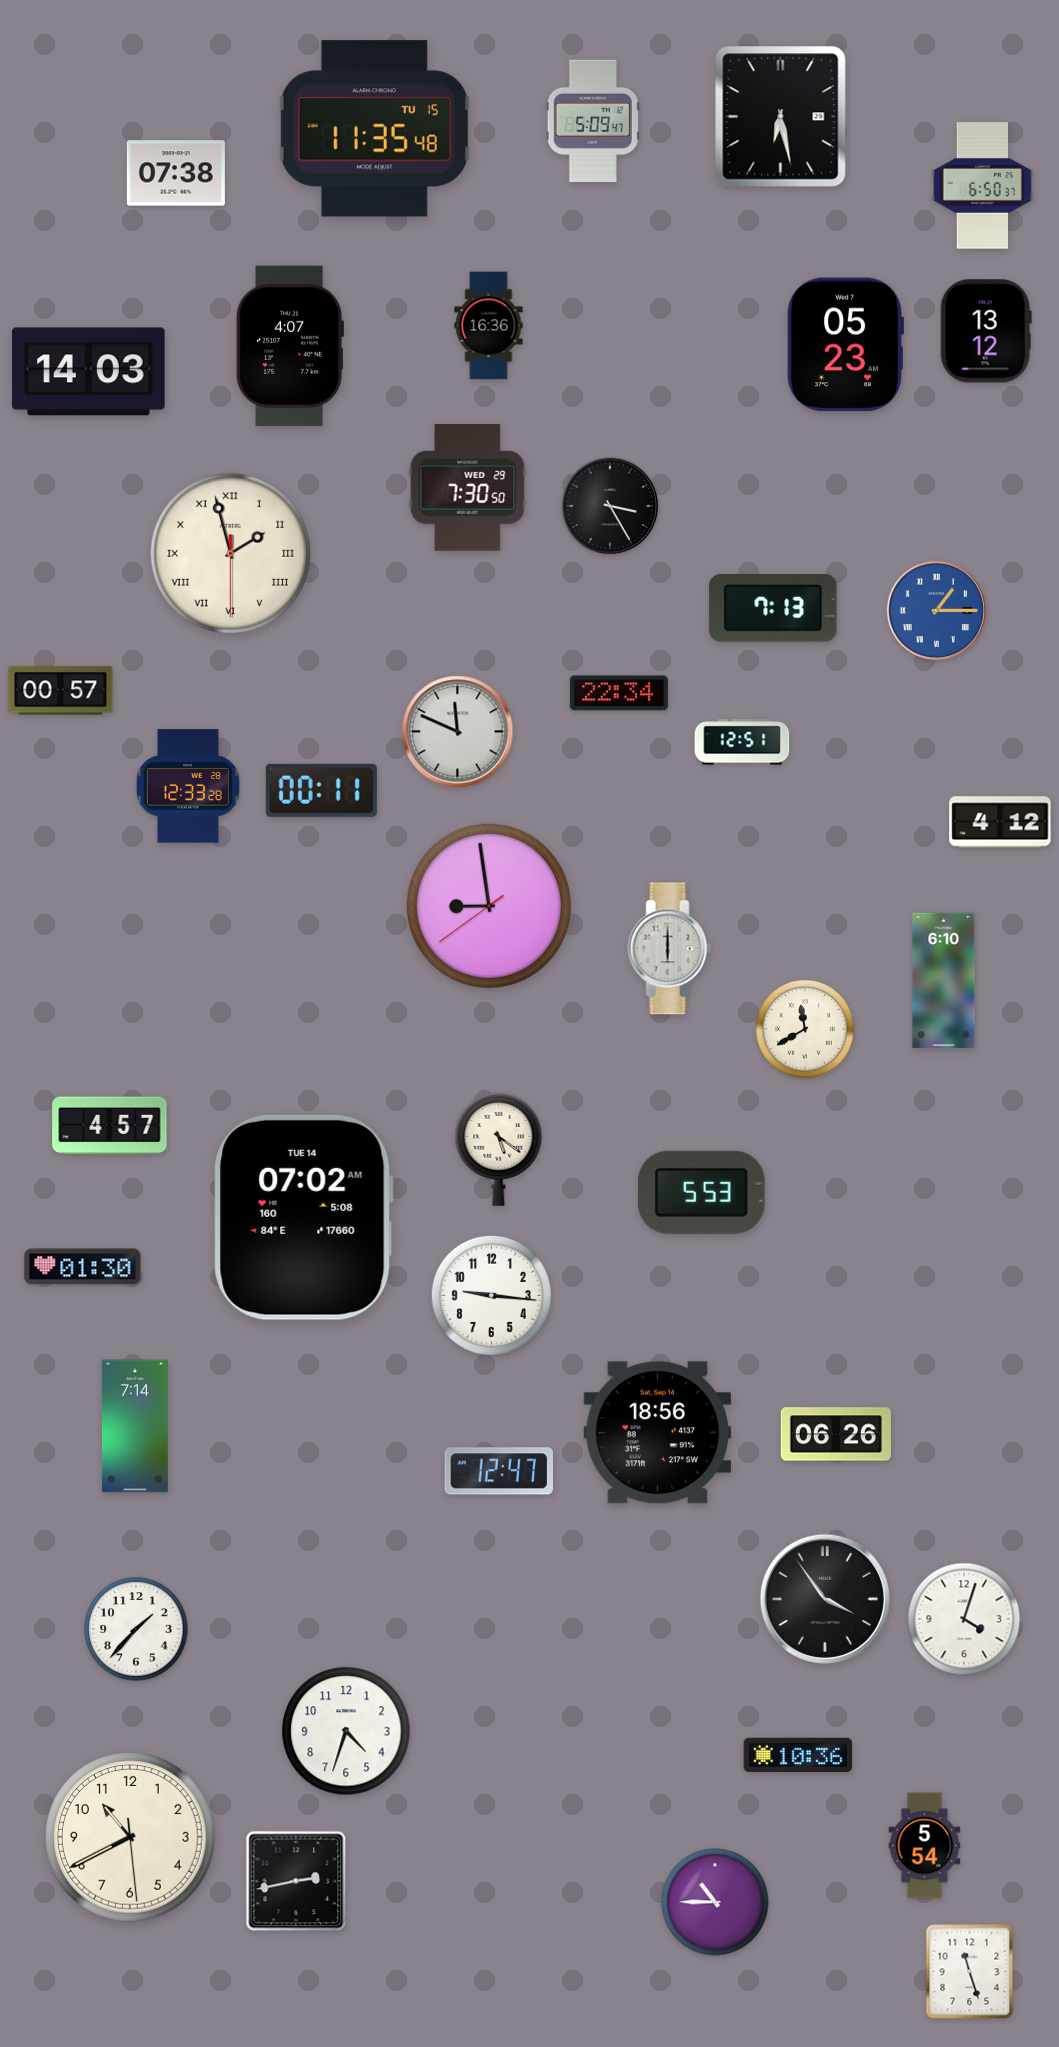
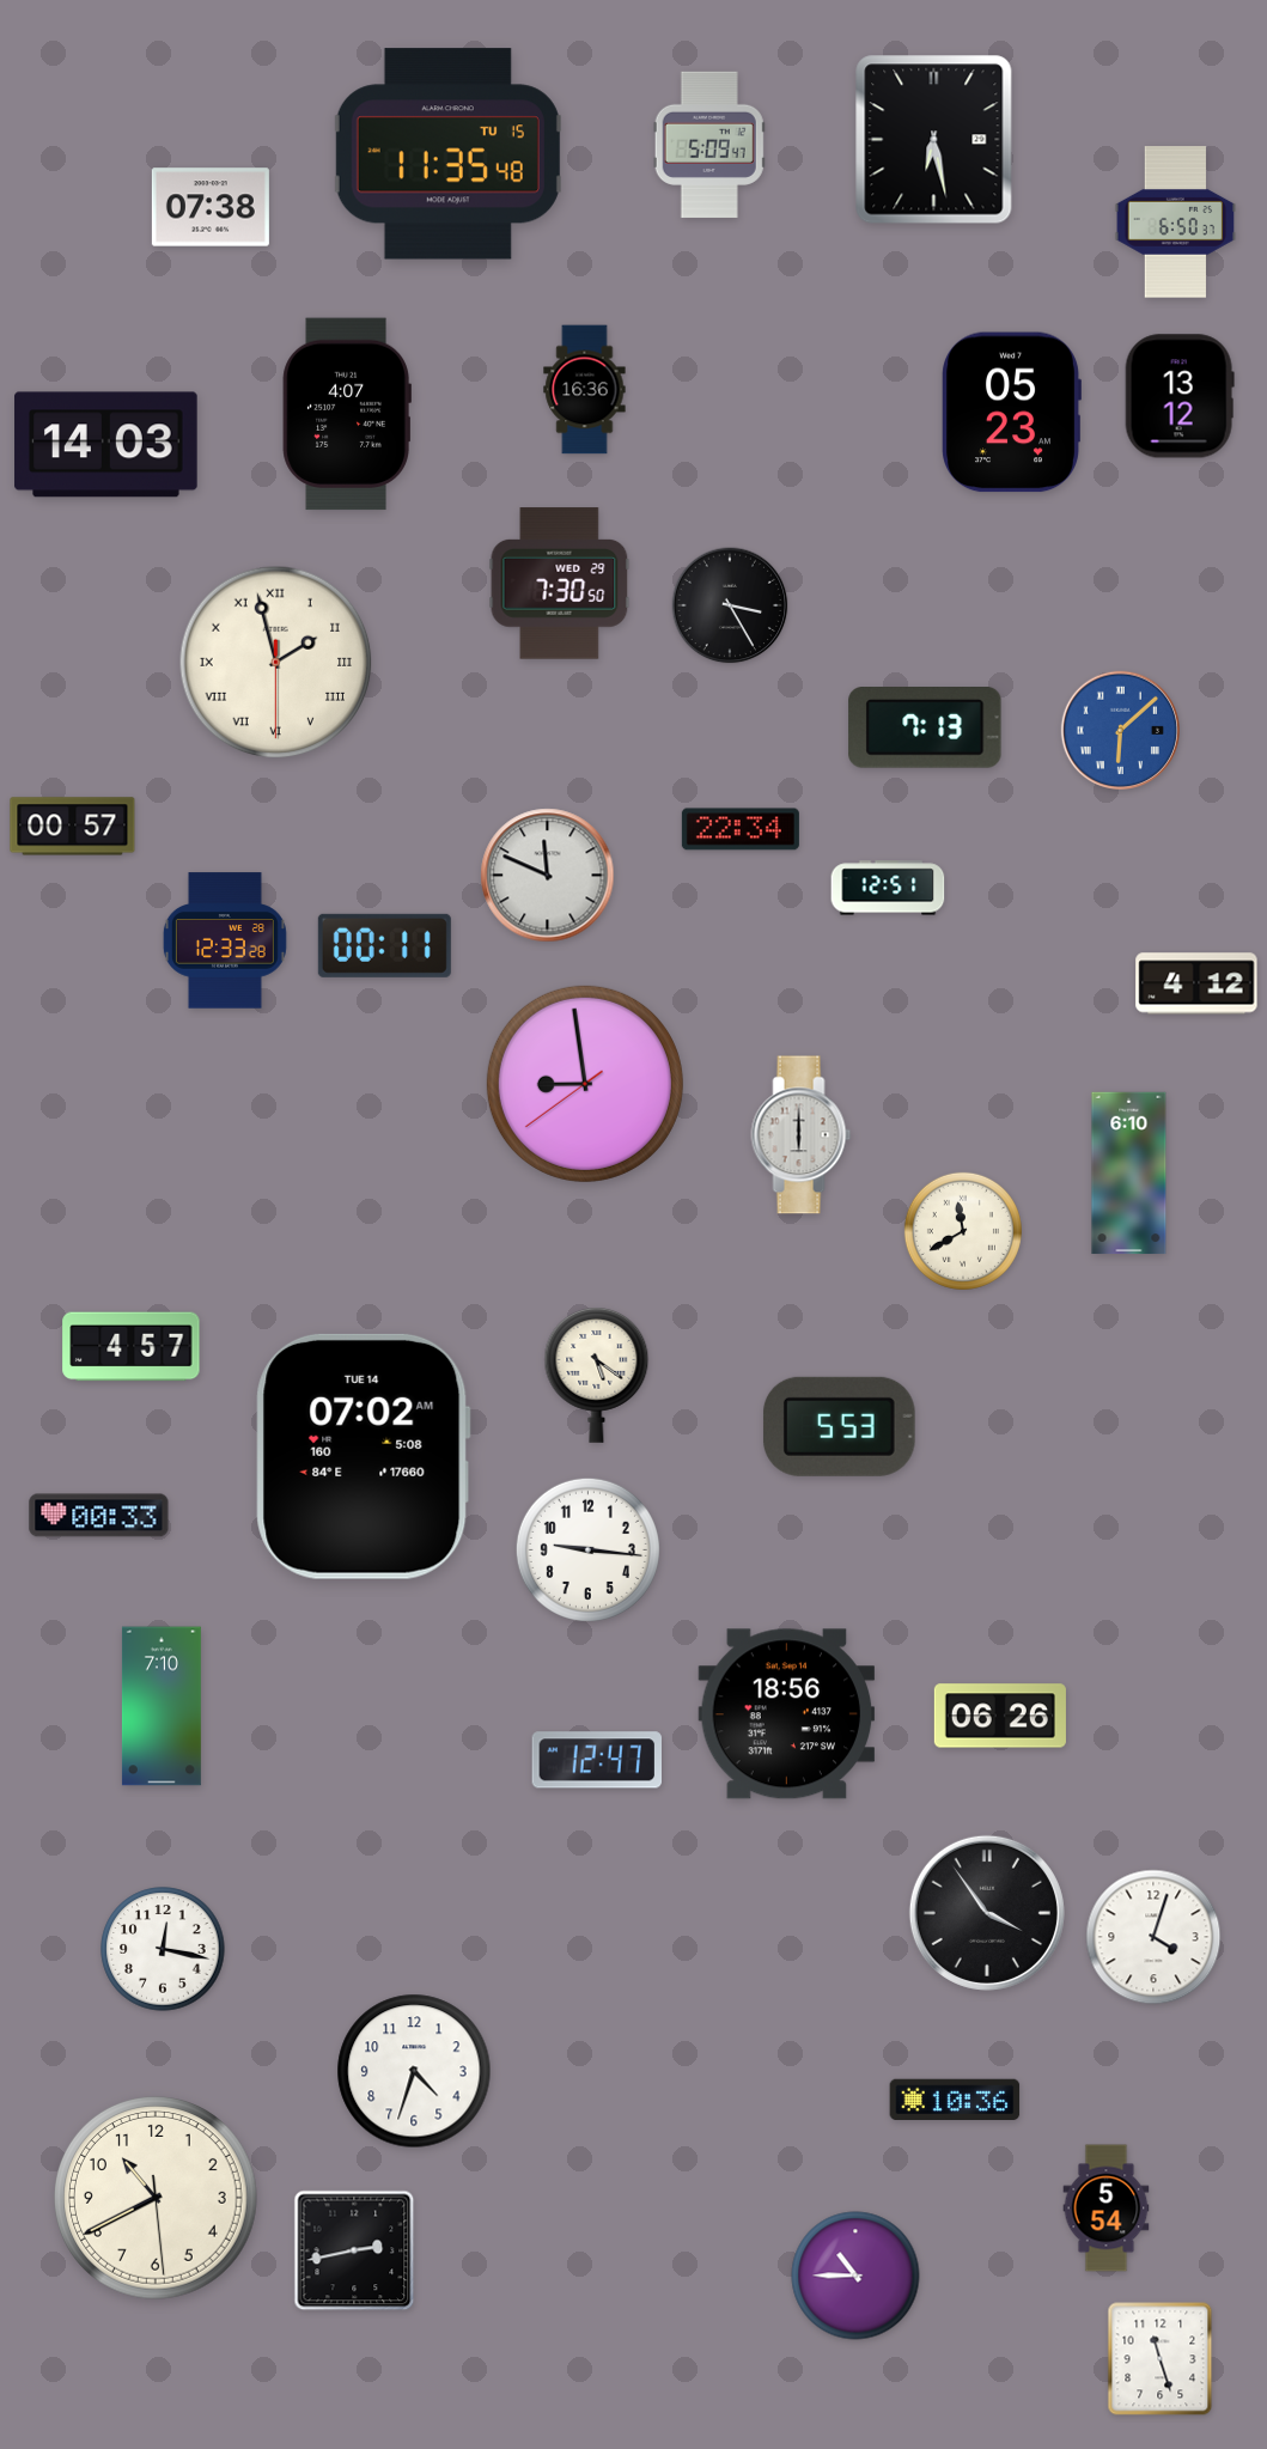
clock at (936, 610): 1:15 -> 6:08
clock at (83, 1267): 01:30 -> 00:33
clock at (135, 1426): 7:14 -> 7:10
clock at (136, 1629): 1:37 -> 12:17
